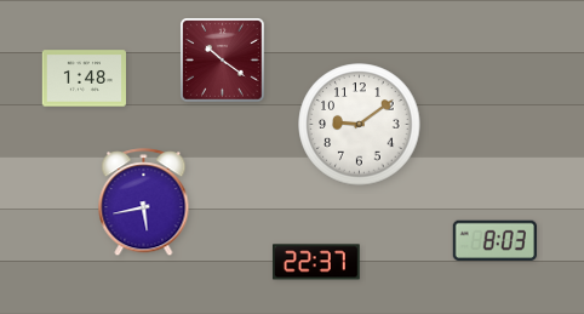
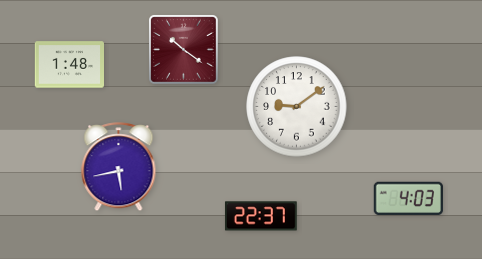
clock at (360, 125) position: (360, 125) -> (297, 107)
clock at (494, 240): 8:03 -> 4:03
